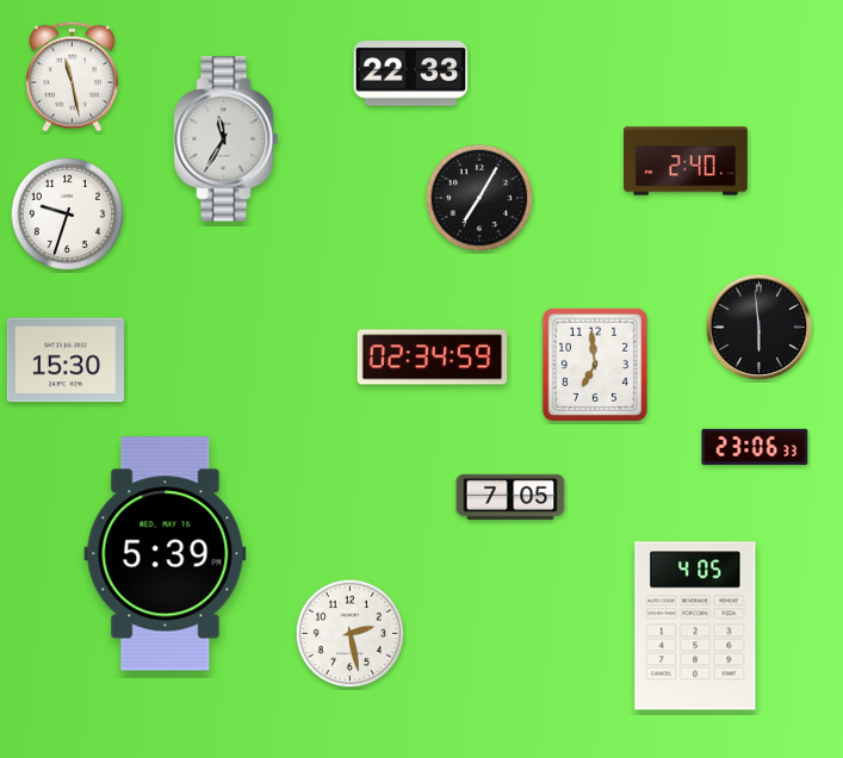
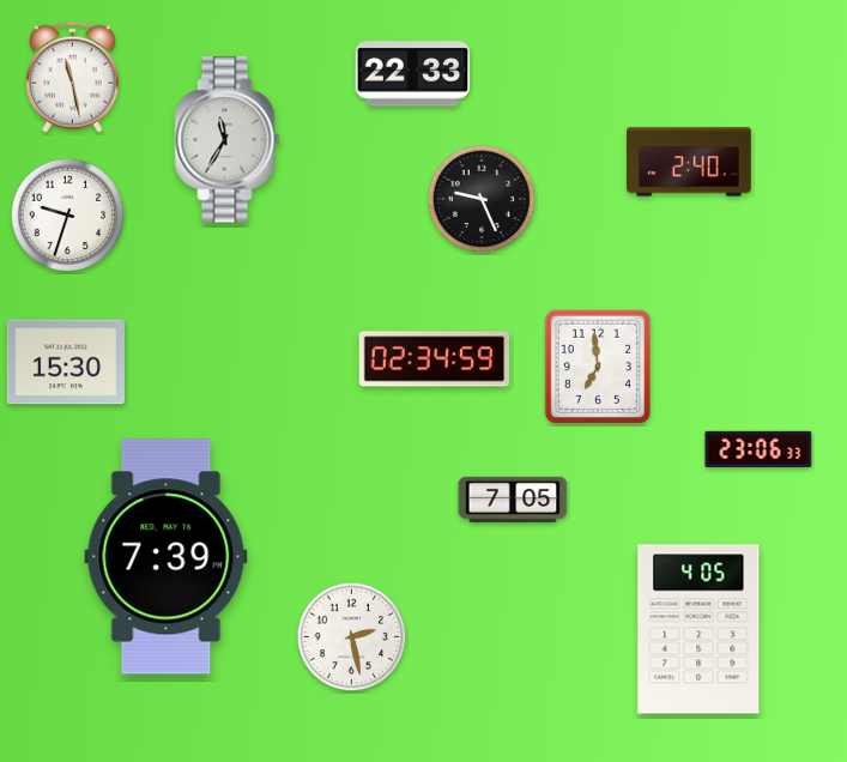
clock at (479, 198): 7:05 -> 9:26
clock at (760, 328): 5:59 -> none
clock at (166, 554): 5:39 -> 7:39
